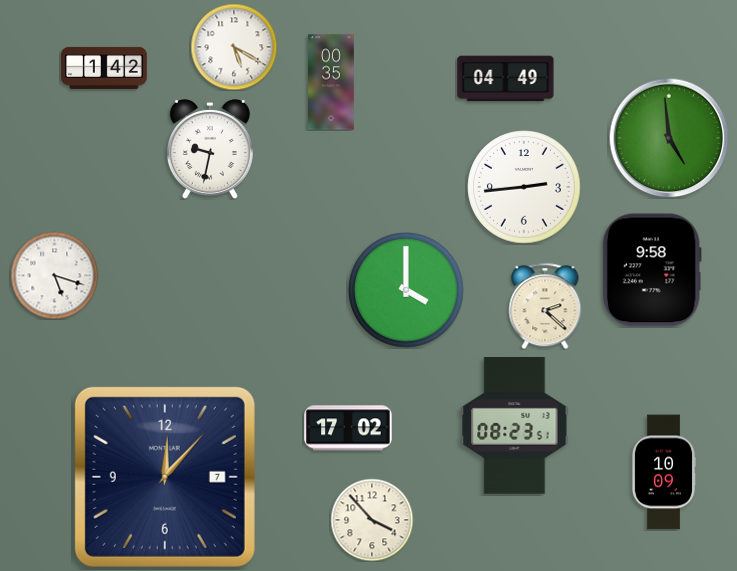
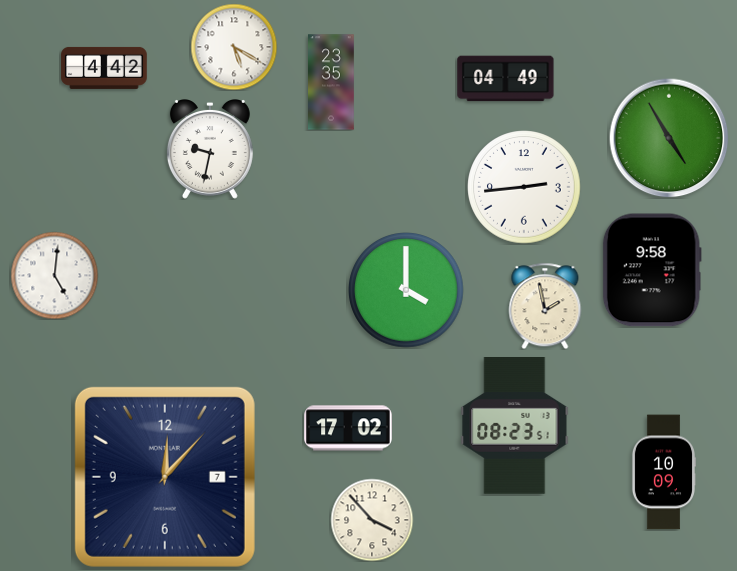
clock at (104, 68): 1:42 -> 4:42
clock at (331, 82): 00:35 -> 23:35
clock at (669, 138): 4:59 -> 4:55
clock at (54, 275): 5:18 -> 5:01
clock at (545, 306): 2:22 -> 1:58
